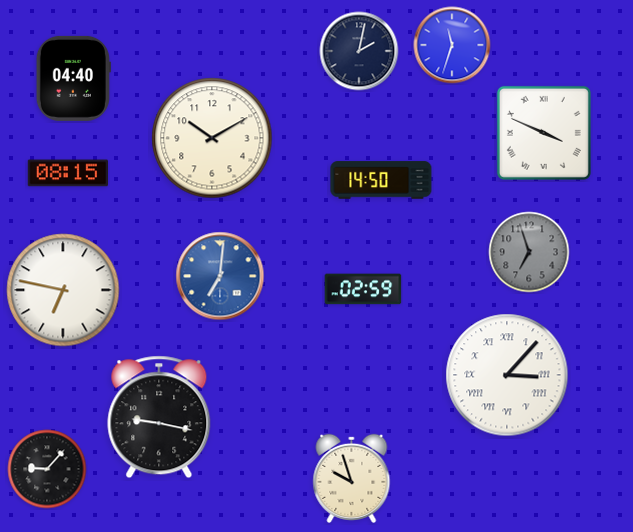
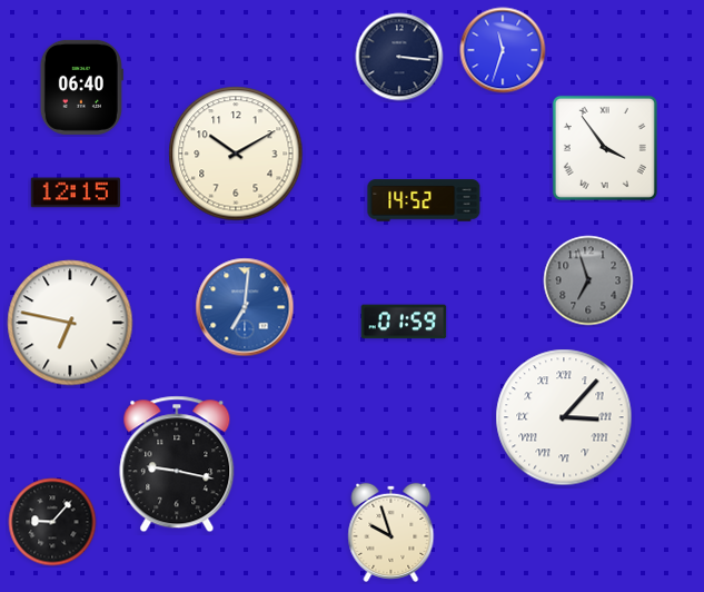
clock at (359, 51): 2:02 -> 3:16
clock at (73, 78): 04:40 -> 06:40
clock at (544, 133): 3:49 -> 3:54
clock at (68, 173): 08:15 -> 12:15
clock at (381, 180): 14:50 -> 14:52
clock at (363, 289): 02:59 -> 01:59
